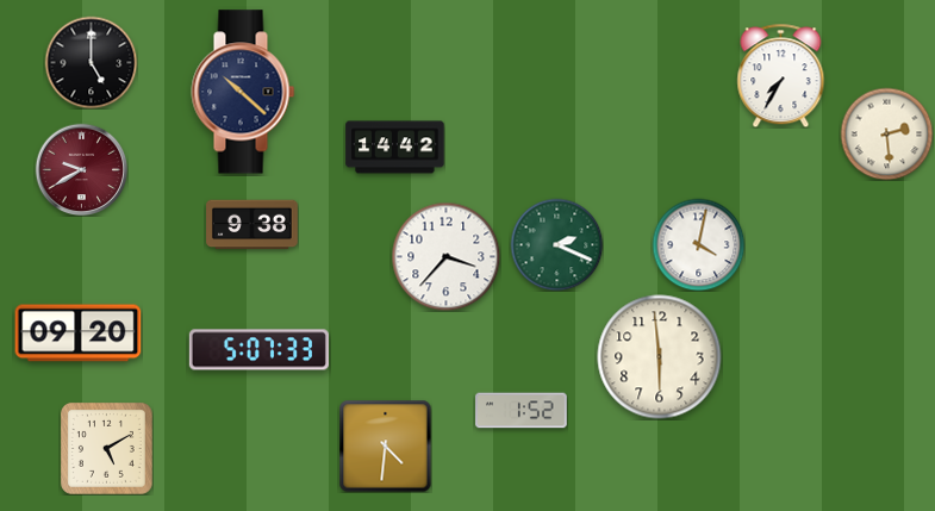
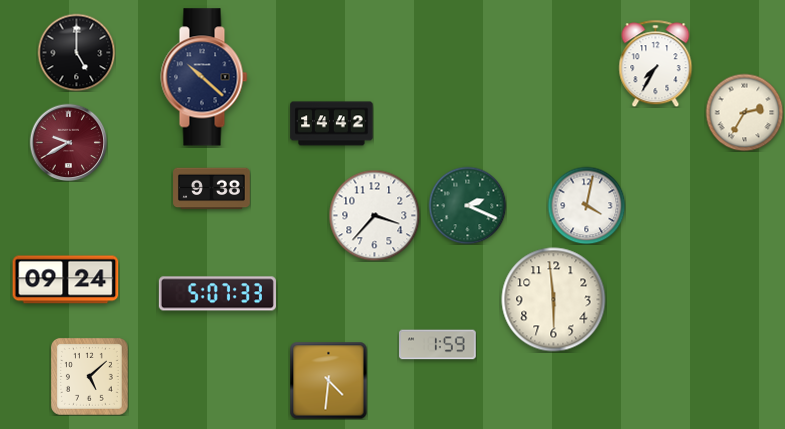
clock at (886, 133): 2:29 -> 2:35
clock at (79, 334): 09:20 -> 09:24
clock at (522, 411): 1:52 -> 1:59
clock at (385, 445) position: (385, 445) -> (328, 380)
clock at (106, 448): 5:10 -> 5:08
